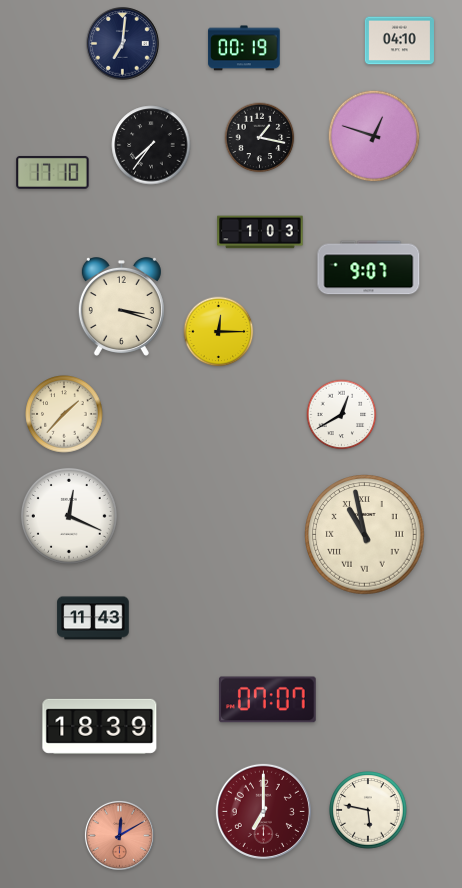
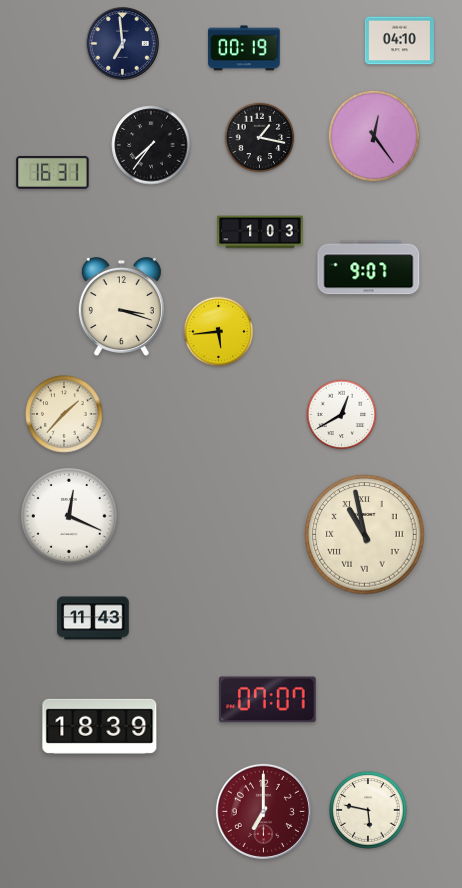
clock at (123, 44): 7:01 -> 6:59
clock at (374, 136): 12:48 -> 12:24
clock at (53, 173): 17:10 -> 16:31
clock at (219, 332): 12:15 -> 5:44
clock at (119, 835): 12:10 -> none
